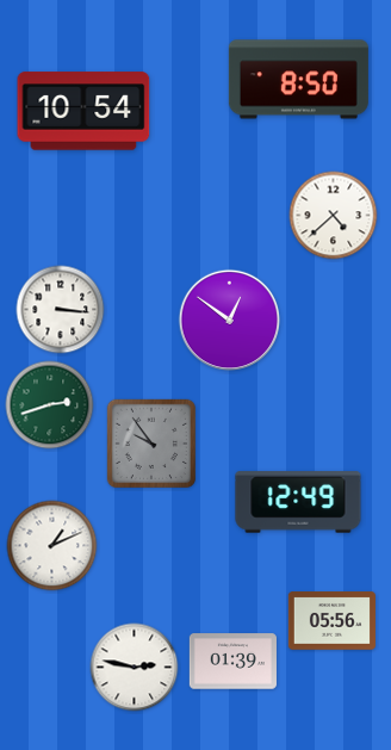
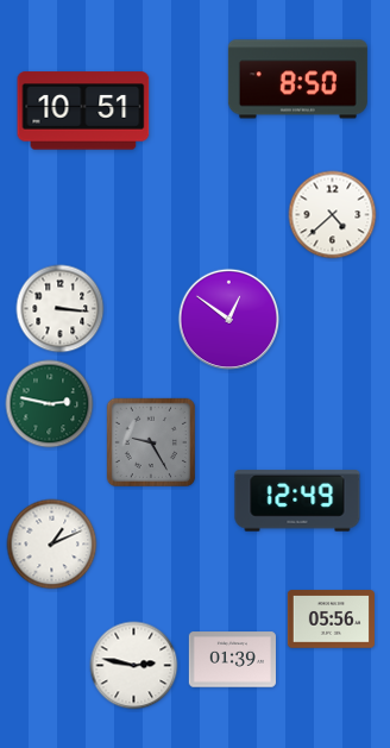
clock at (83, 111): 10:54 -> 10:51
clock at (50, 405): 2:42 -> 2:47
clock at (151, 444): 9:54 -> 9:25
